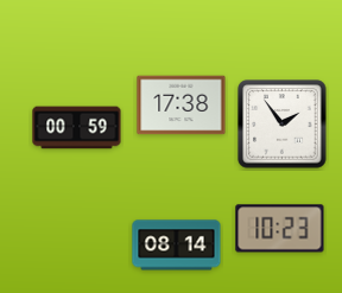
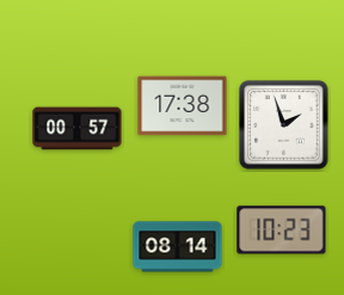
clock at (283, 125): 1:54 -> 1:57
clock at (77, 128): 00:59 -> 00:57
